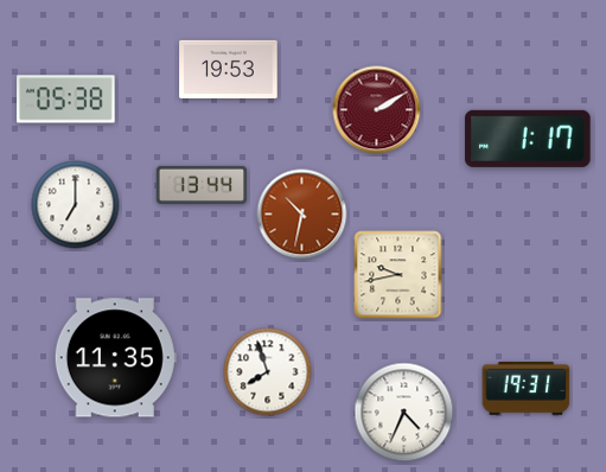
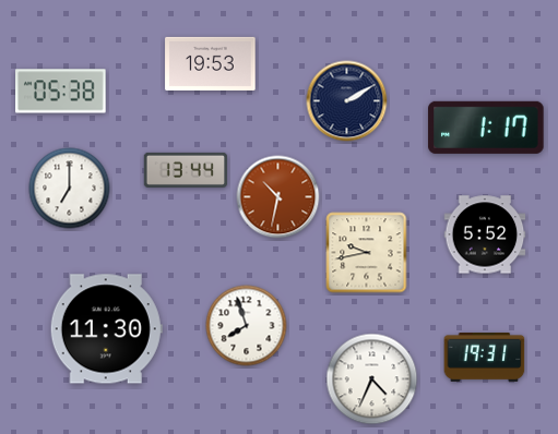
clock at (377, 110) dial: burgundy -> navy
clock at (485, 234): none -> 5:52
clock at (115, 358): 11:35 -> 11:30
clock at (268, 372) position: (268, 372) -> (247, 326)
